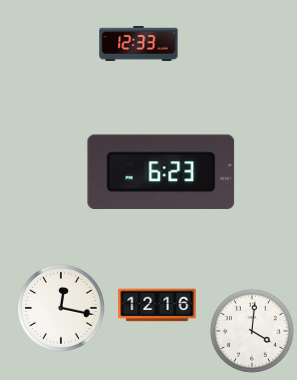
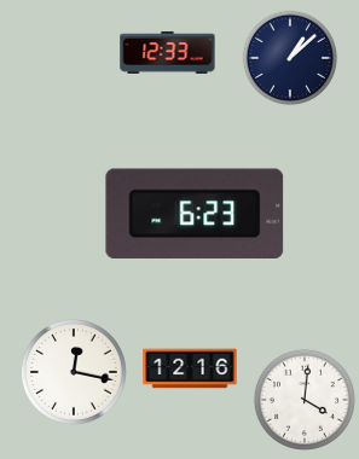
clock at (290, 58): none -> 1:08
clock at (161, 171) position: (161, 171) -> (195, 213)
